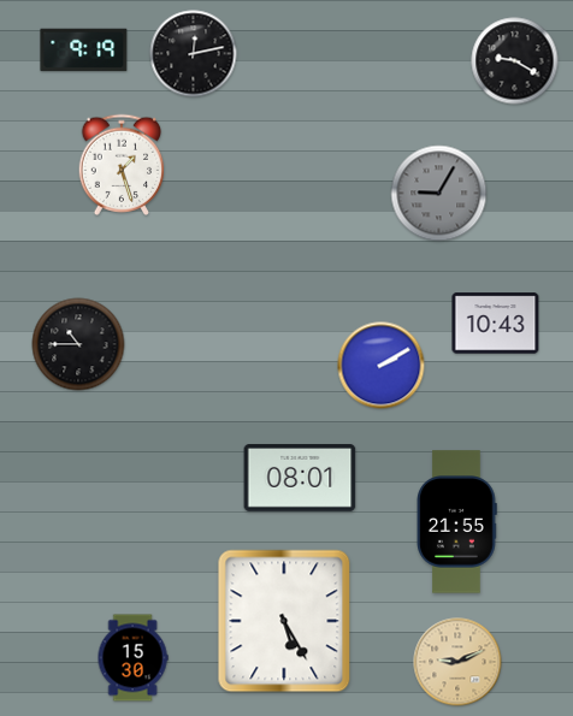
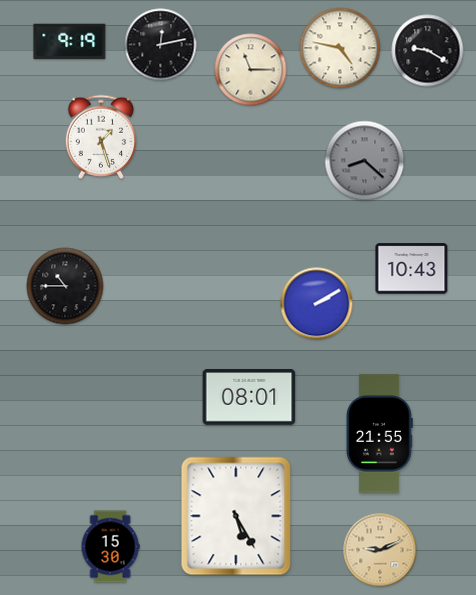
clock at (340, 48): none -> 4:47
clock at (251, 70): none -> 11:15
clock at (439, 194): 9:05 -> 8:22
